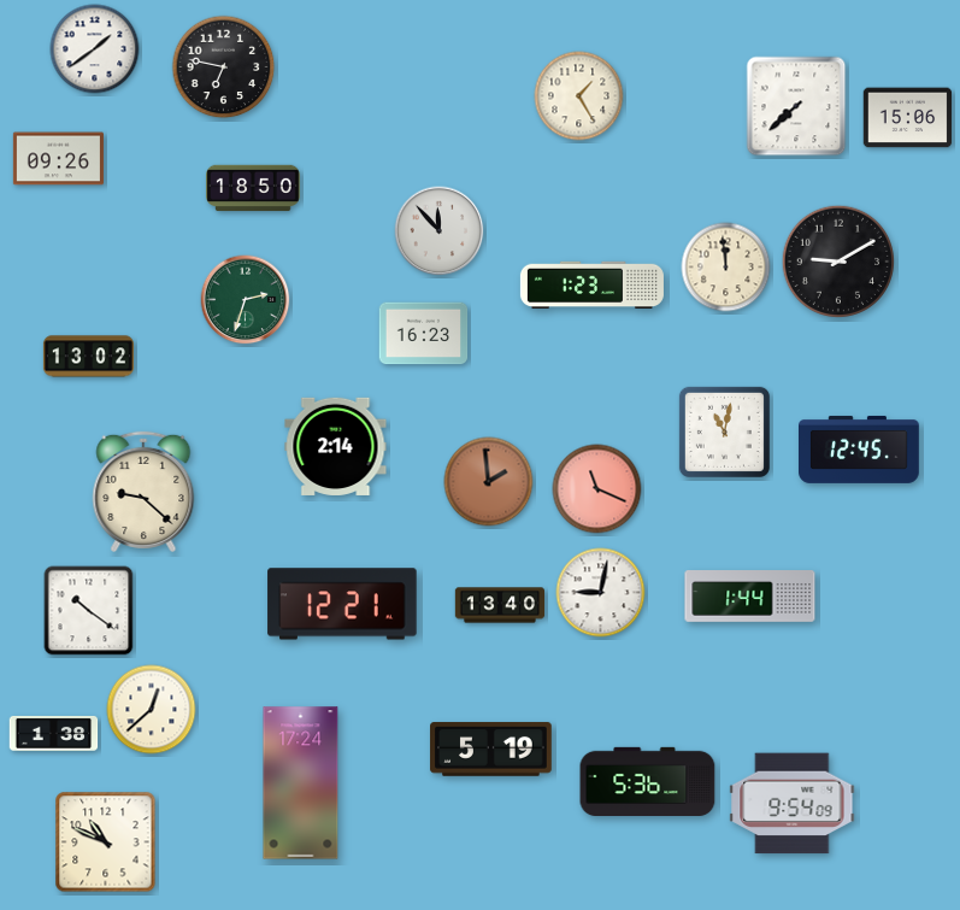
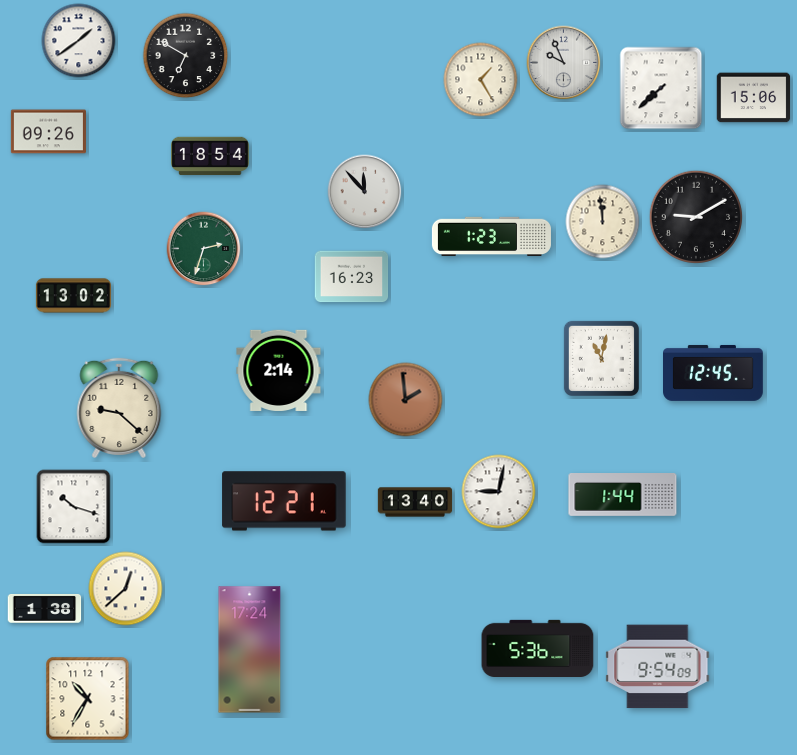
clock at (224, 67): 6:47 -> 6:50
clock at (564, 63): none -> 9:56
clock at (254, 188): 18:50 -> 18:54
clock at (597, 489): 11:19 -> none
clock at (89, 611): 10:21 -> 10:18
clock at (491, 750): 5:19 -> none
clock at (106, 843): 10:49 -> 10:35
